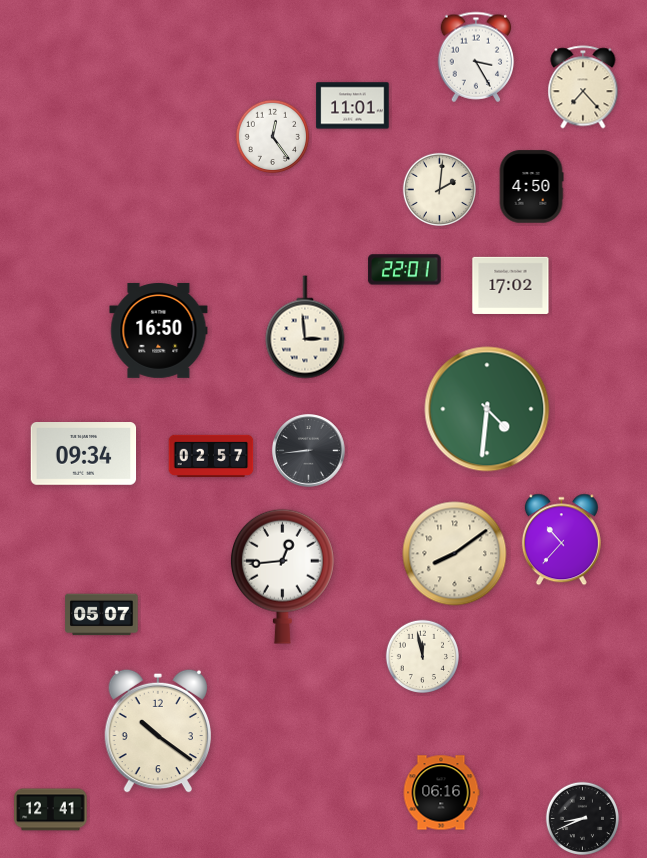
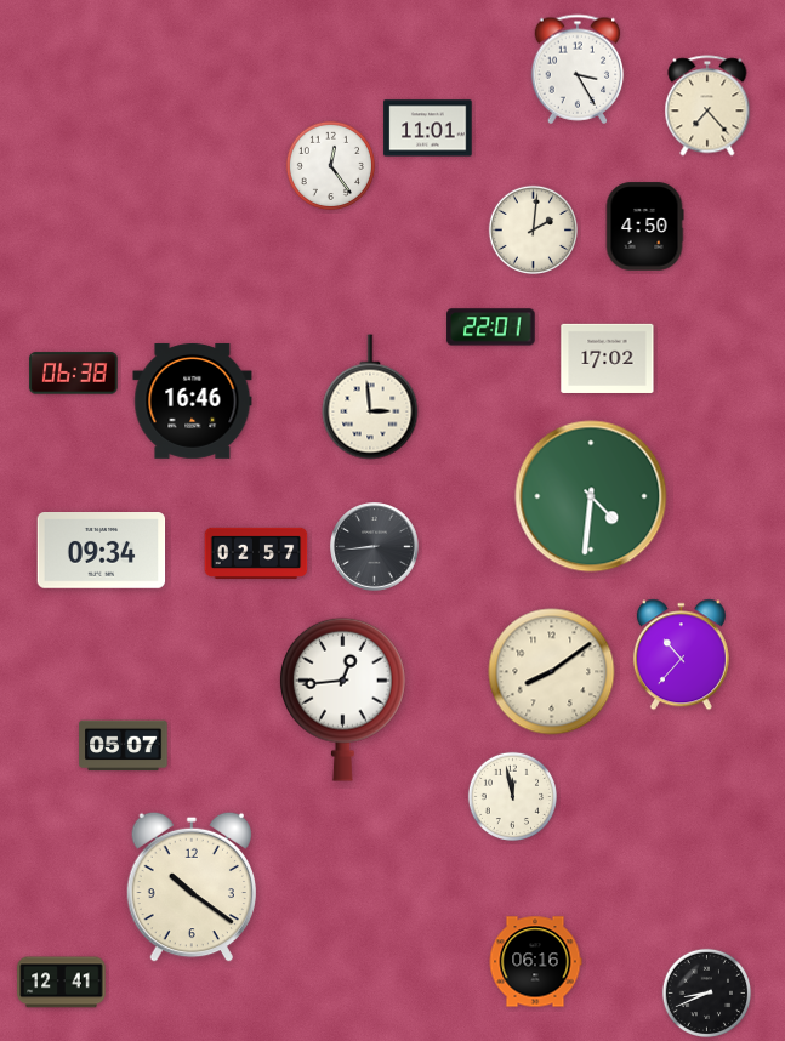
clock at (511, 285) position: (511, 285) -> (608, 358)
clock at (74, 374): none -> 06:38
clock at (159, 330): 16:50 -> 16:46
